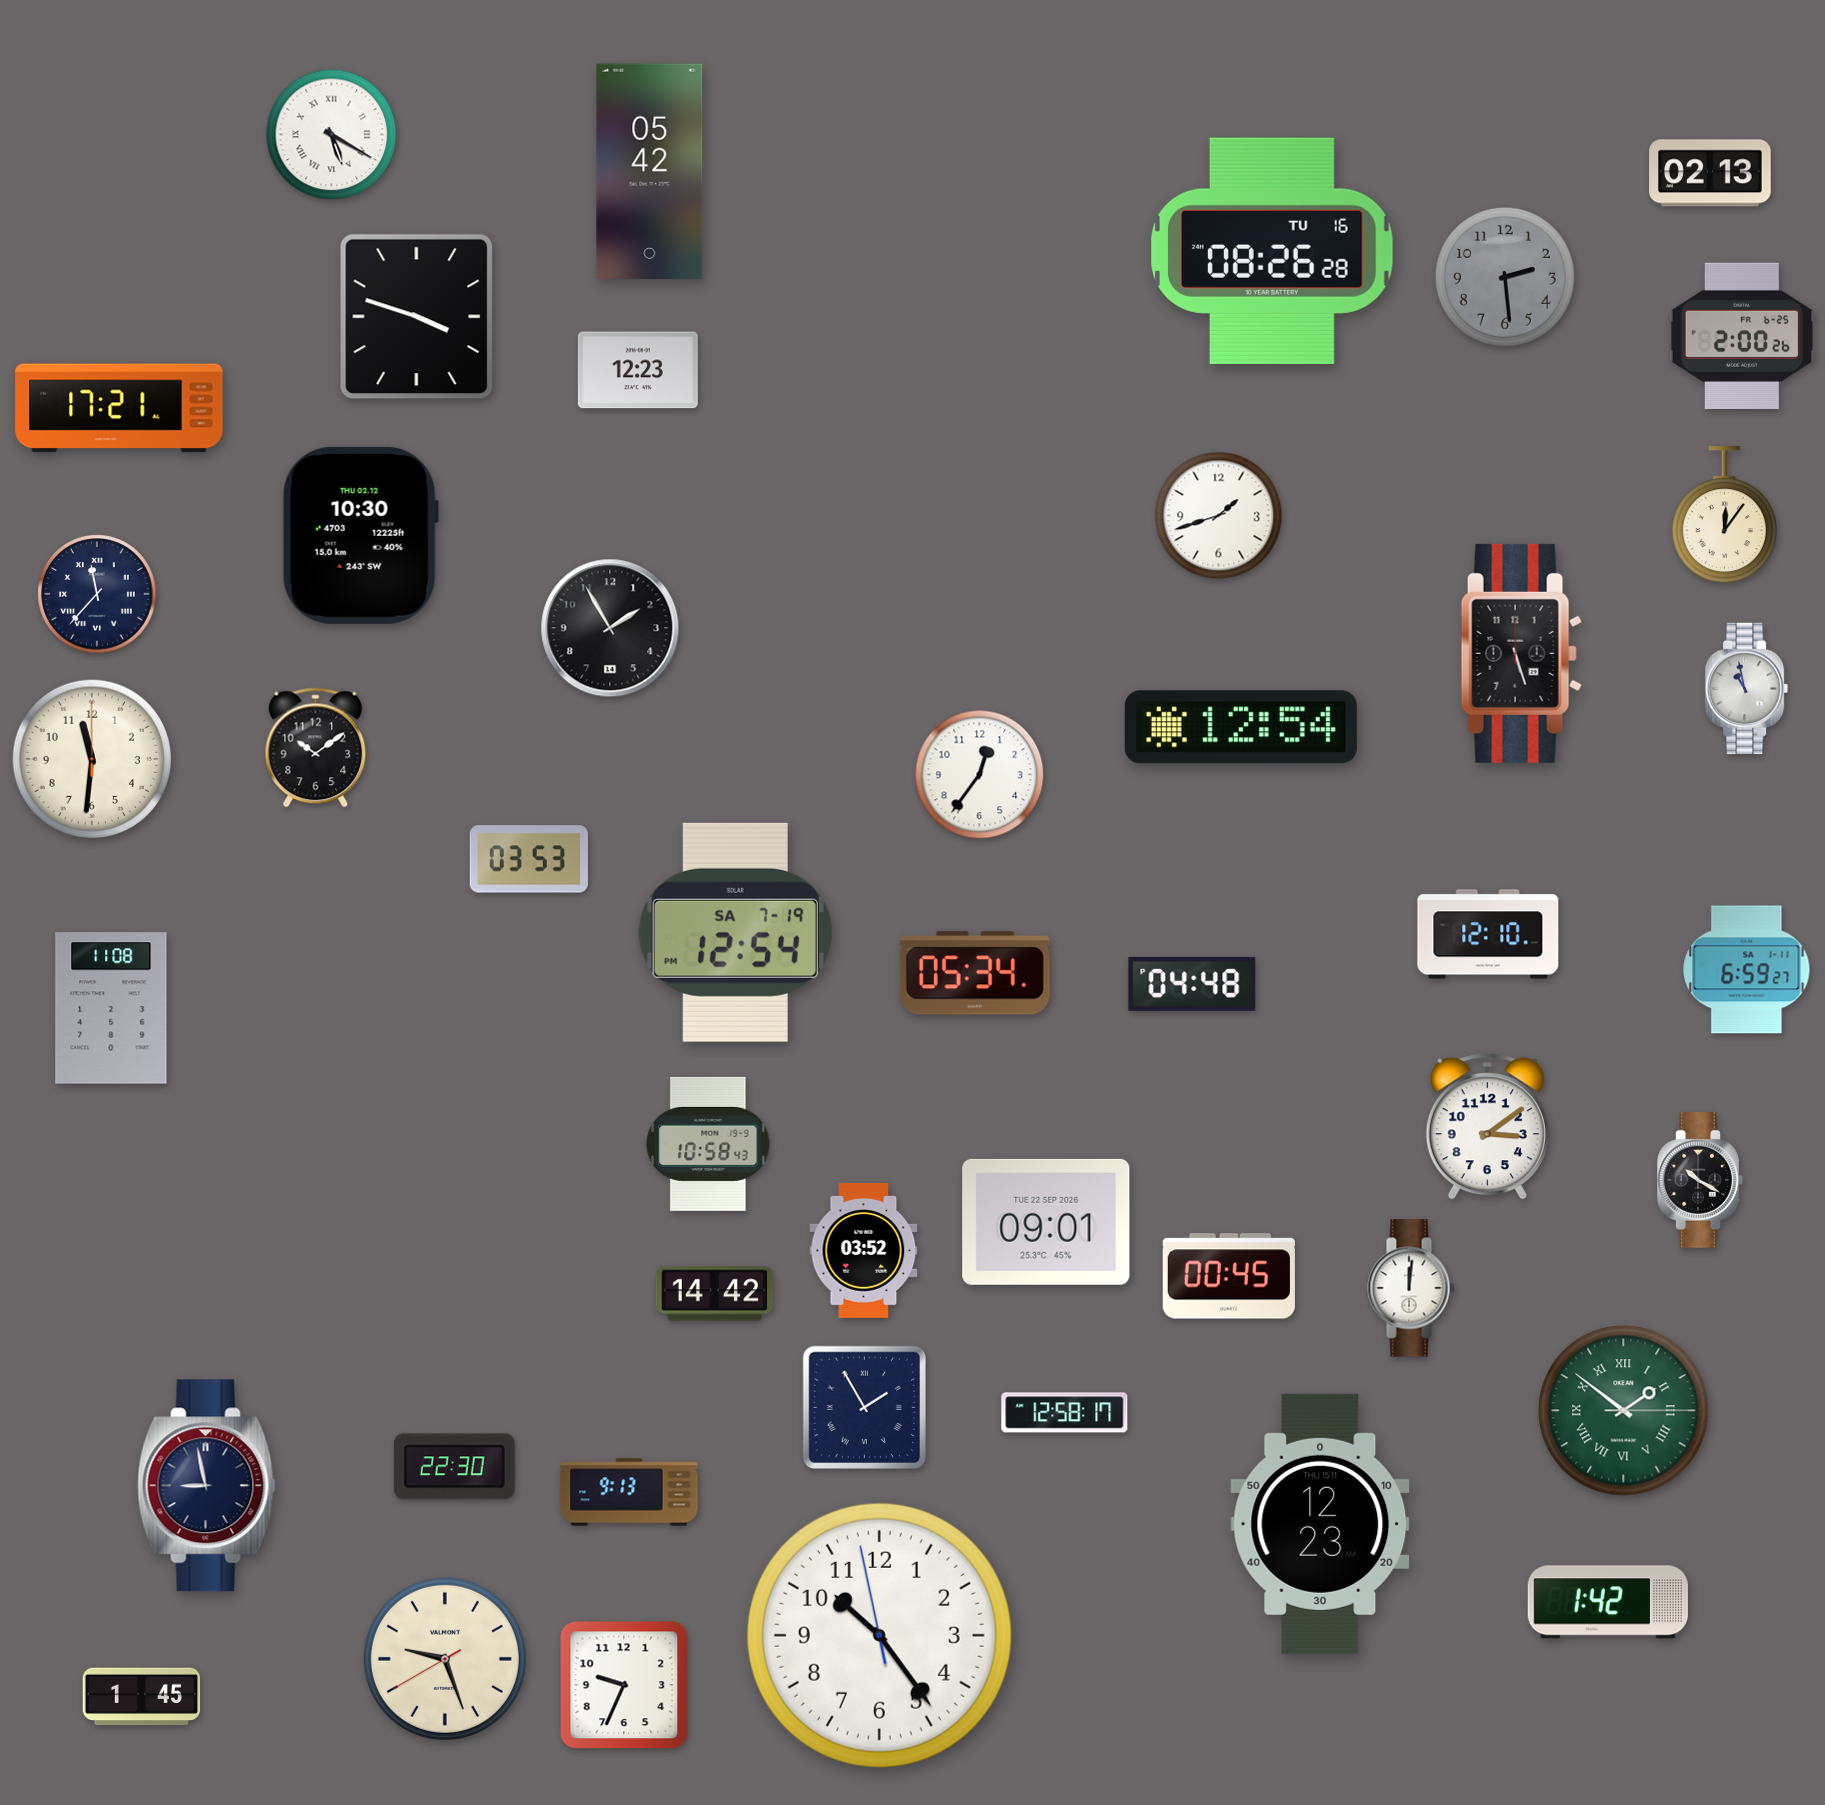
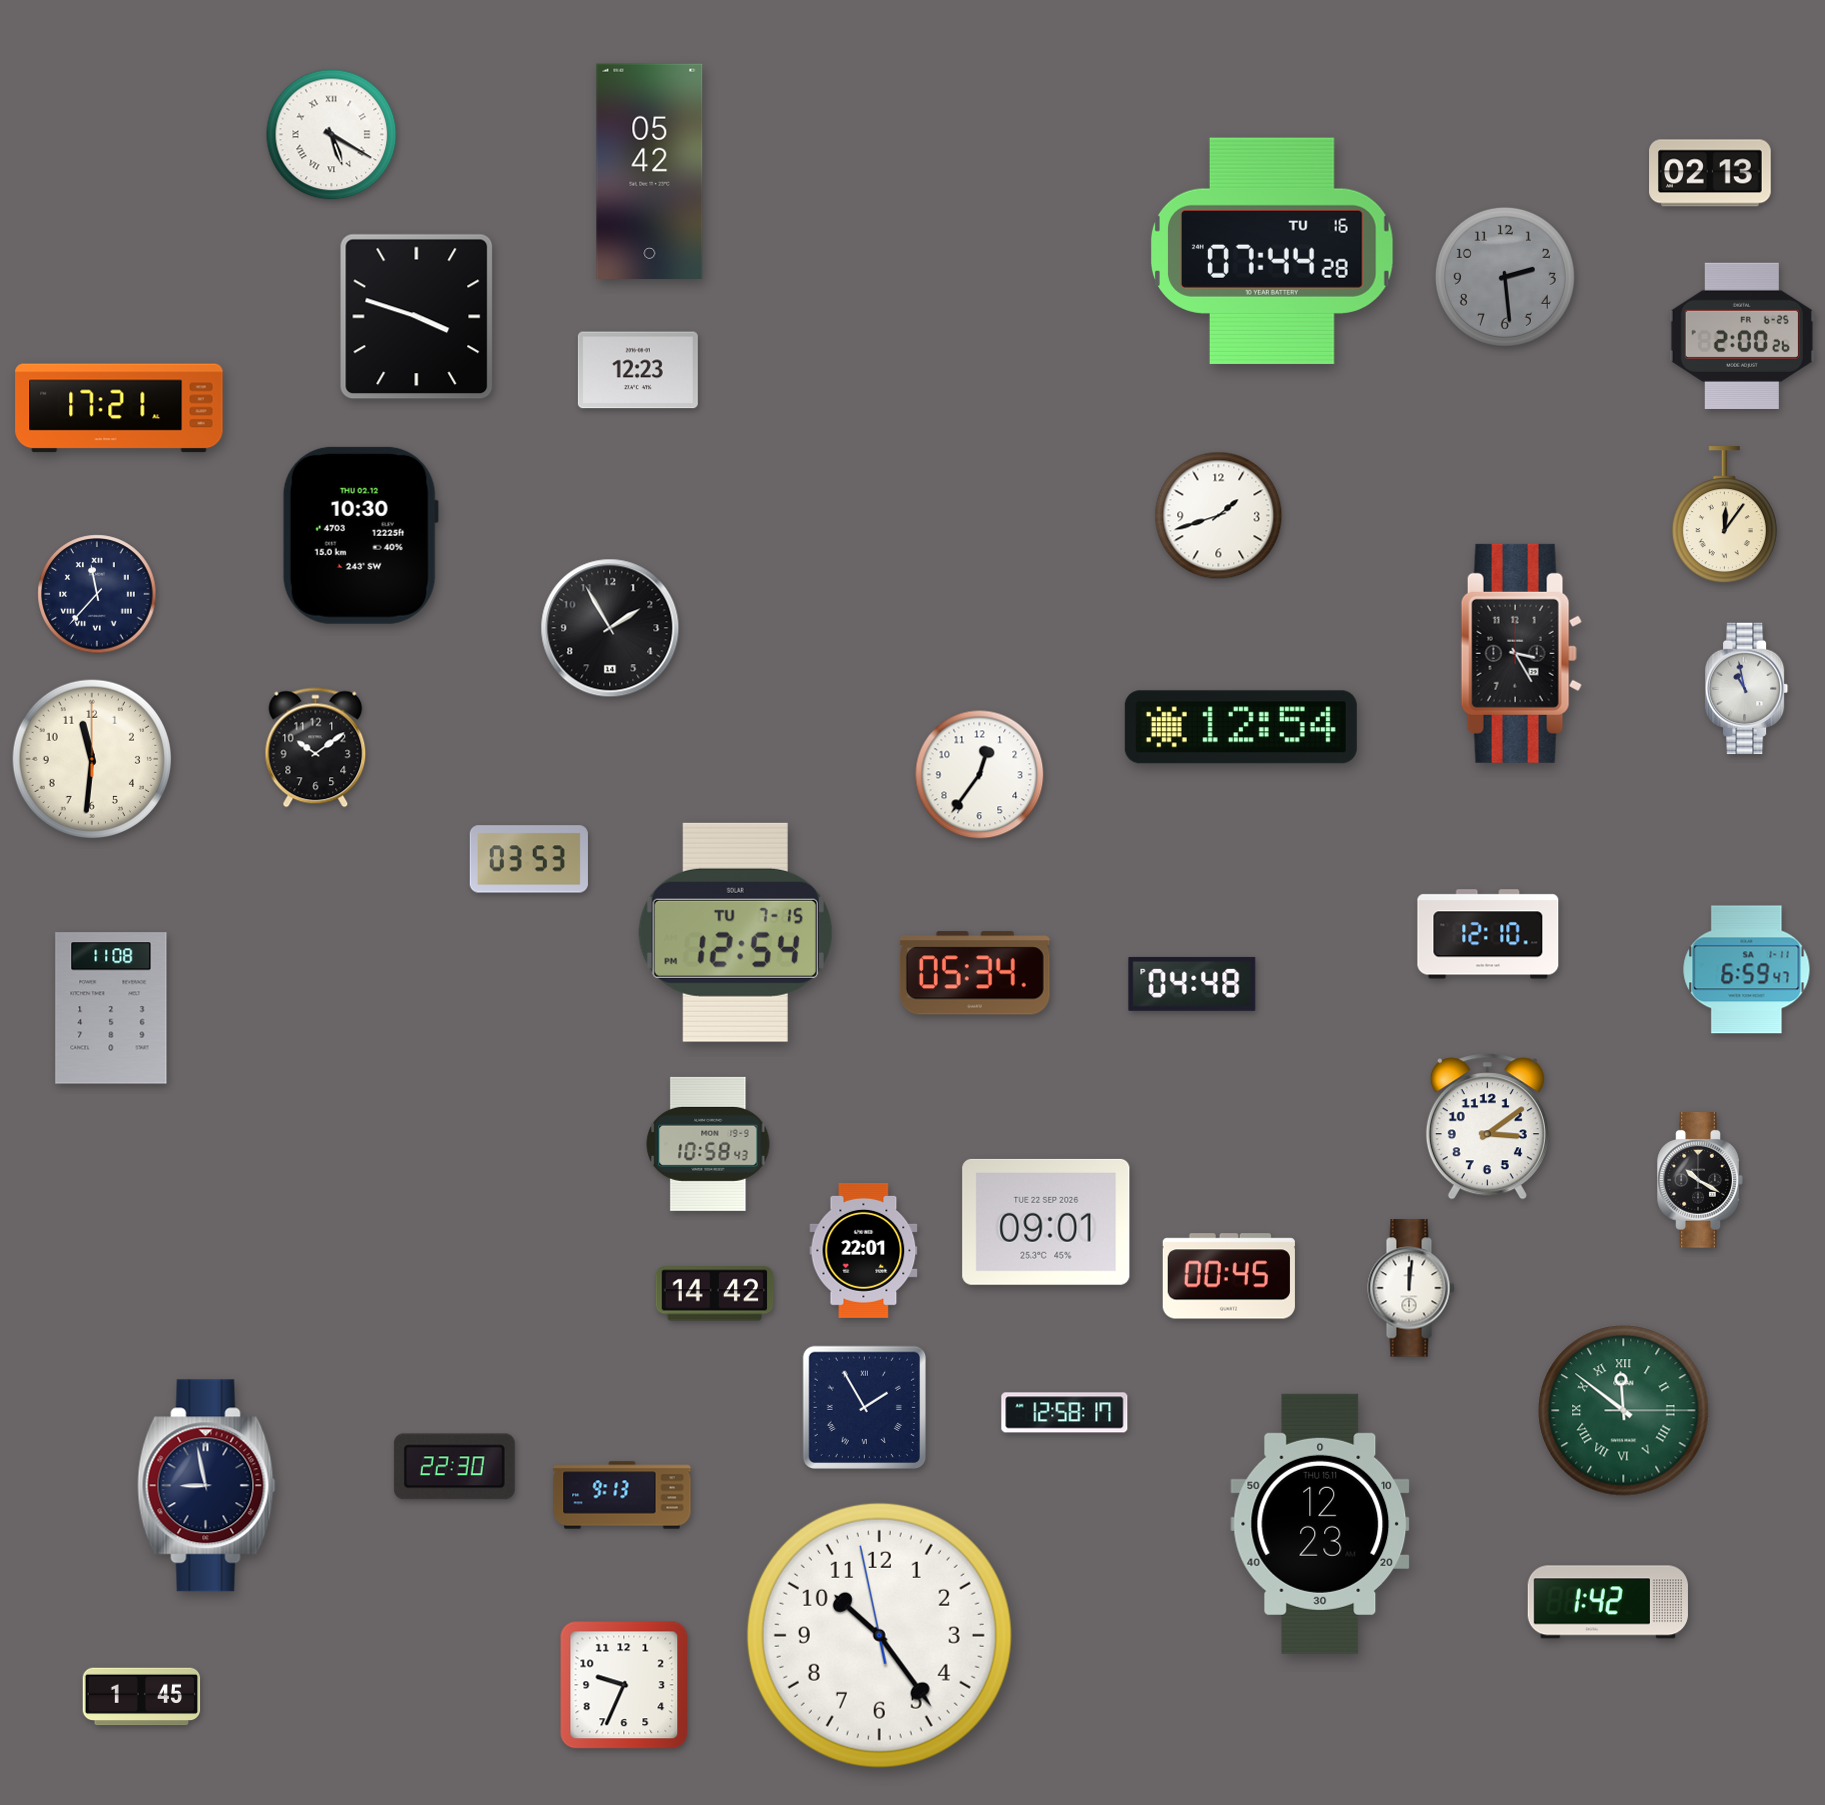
clock at (1272, 251): 08:26 -> 07:44
clock at (1521, 653): 5:27 -> 3:25
clock at (735, 932) date: SA 7-19 -> TU 7-15
clock at (1747, 970): 6:59:27 -> 6:59:47
clock at (864, 1250): 03:52 -> 22:01
clock at (1624, 1411): 1:51 -> 11:51
clock at (629, 1492) position: (629, 1492) -> (622, 1495)
clock at (445, 1659): 9:26 -> none
